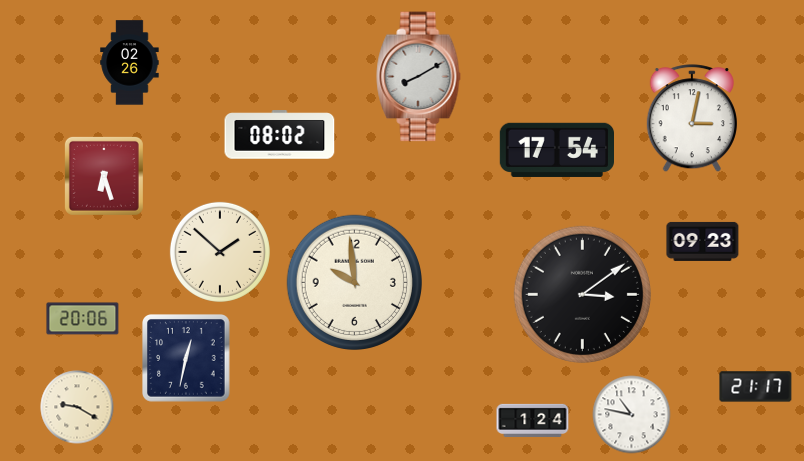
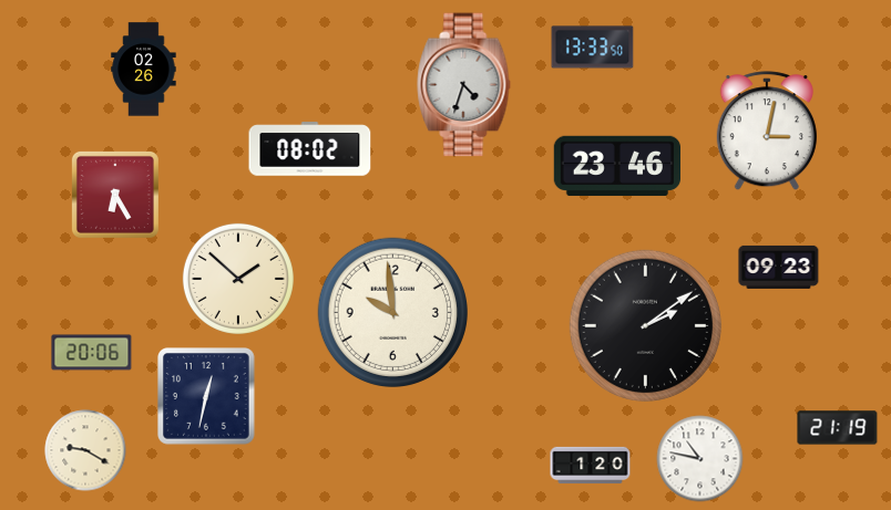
clock at (593, 48): none -> 13:33
clock at (419, 77): 8:10 -> 4:33
clock at (556, 150): 17:54 -> 23:46
clock at (104, 176): 6:27 -> 6:25
clock at (220, 252) position: (220, 252) -> (238, 279)
clock at (582, 294): 3:09 -> 2:09
clock at (756, 387): 21:17 -> 21:19
clock at (533, 420): 1:24 -> 1:20
